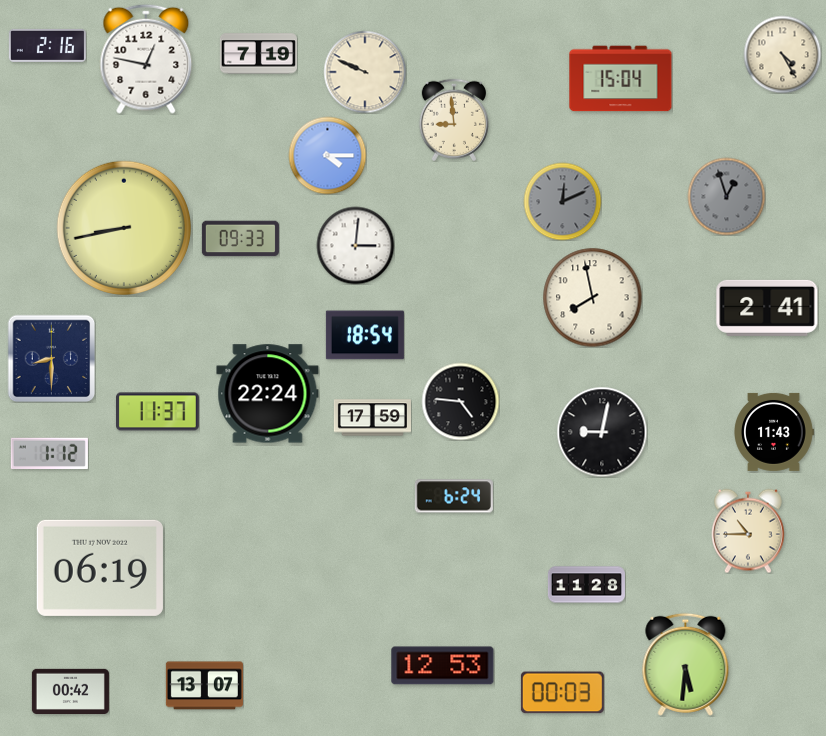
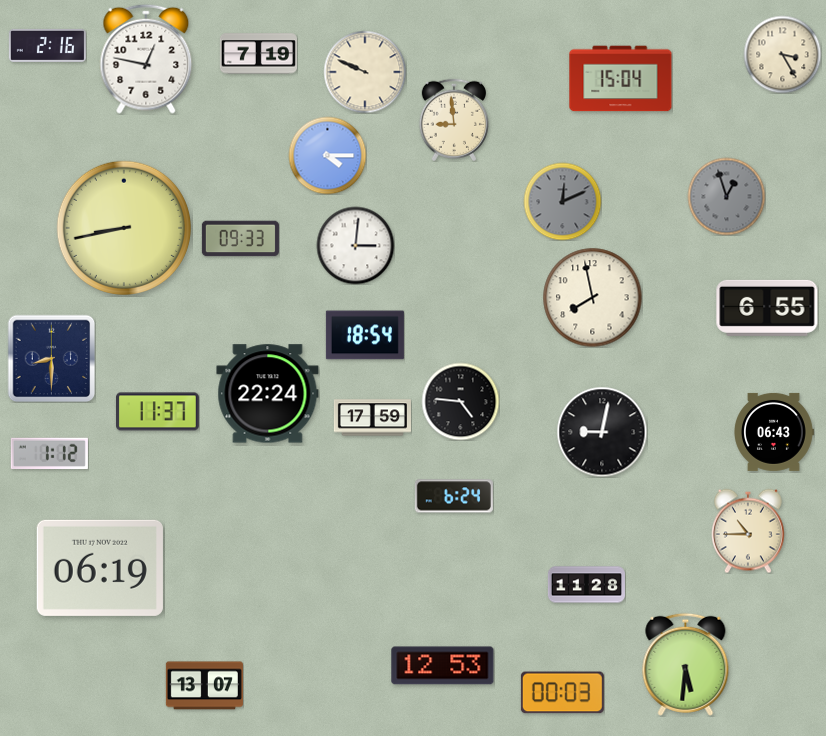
clock at (782, 54): 4:25 -> 3:25
clock at (767, 308): 2:41 -> 6:55
clock at (774, 432): 11:43 -> 06:43
clock at (70, 691): 00:42 -> none
